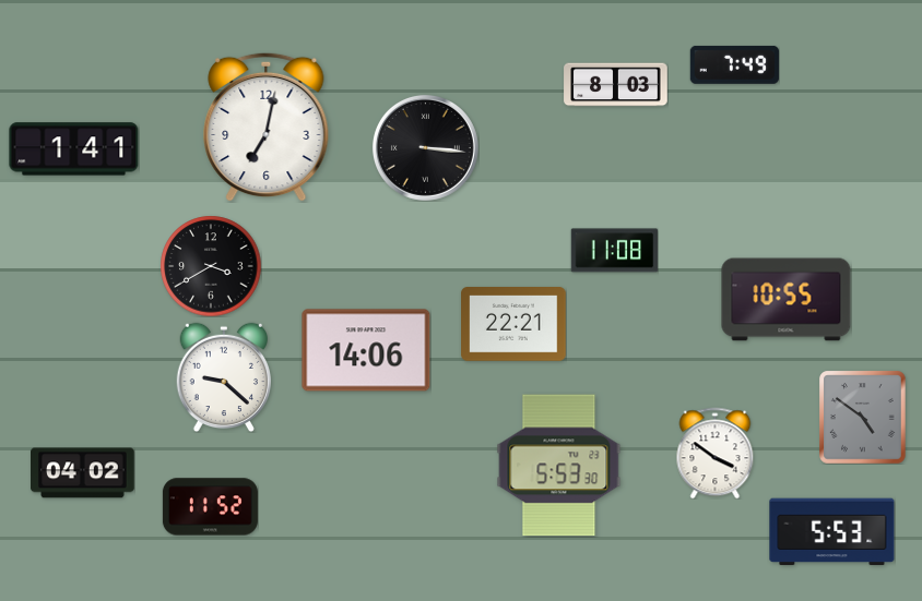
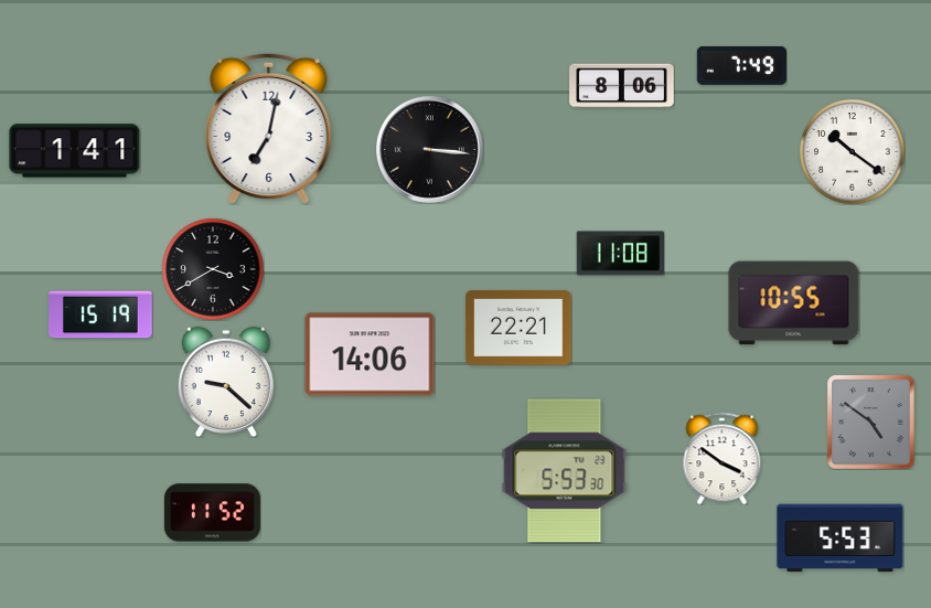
clock at (616, 85): 8:03 -> 8:06
clock at (852, 151): none -> 10:21
clock at (100, 314): none -> 15:19
clock at (83, 473): 04:02 -> none
